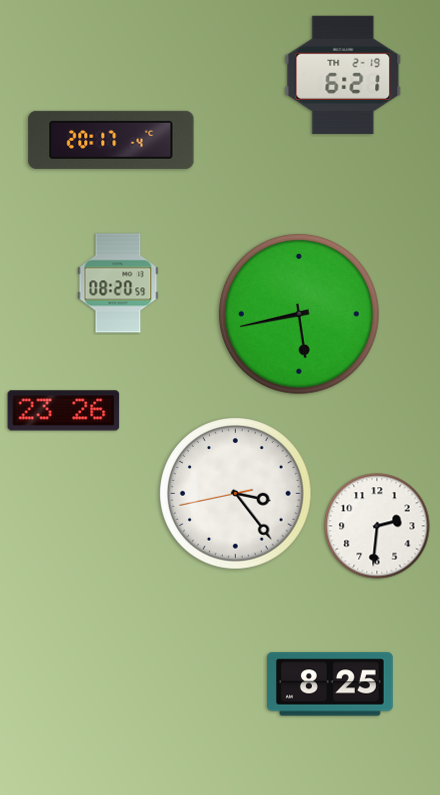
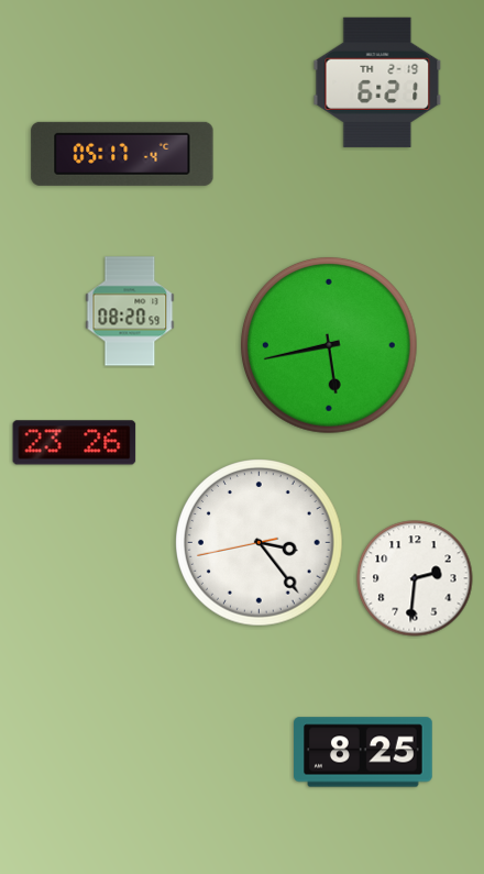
clock at (111, 140): 20:17 -> 05:17
clock at (64, 411) position: (64, 411) -> (75, 443)
